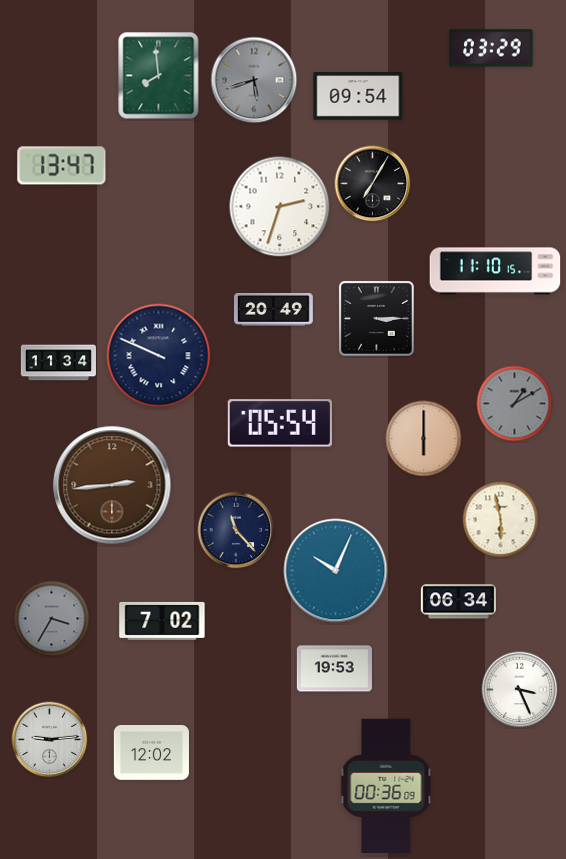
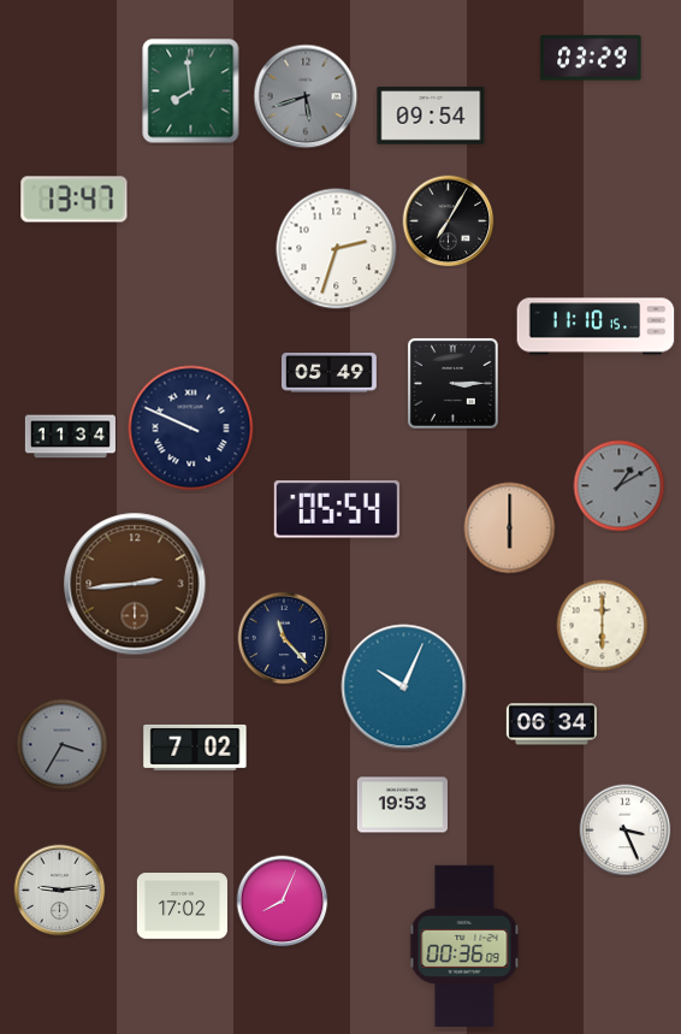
clock at (274, 310): 20:49 -> 05:49
clock at (501, 520): 5:58 -> 6:00
clock at (283, 902): none -> 8:04
clock at (151, 753): 12:02 -> 17:02
